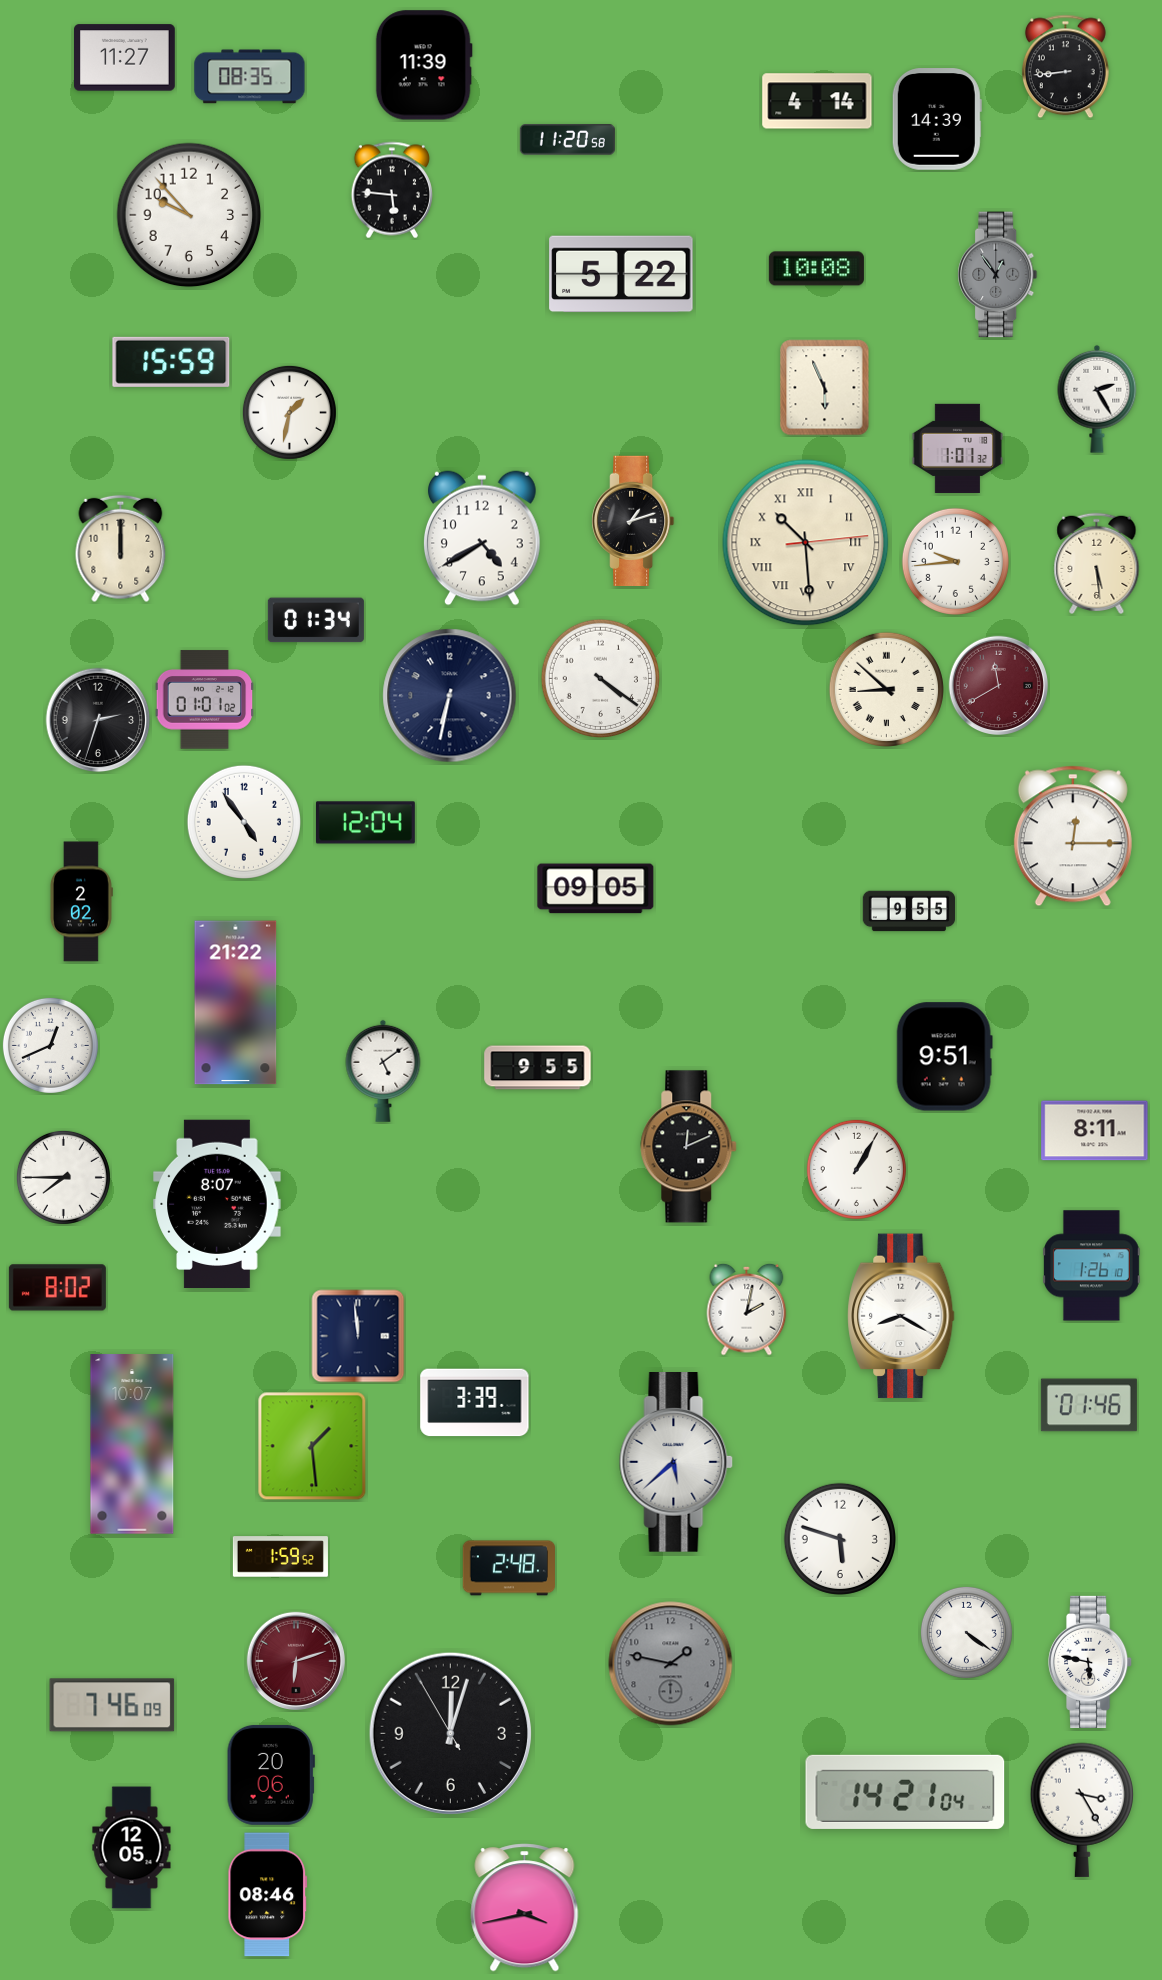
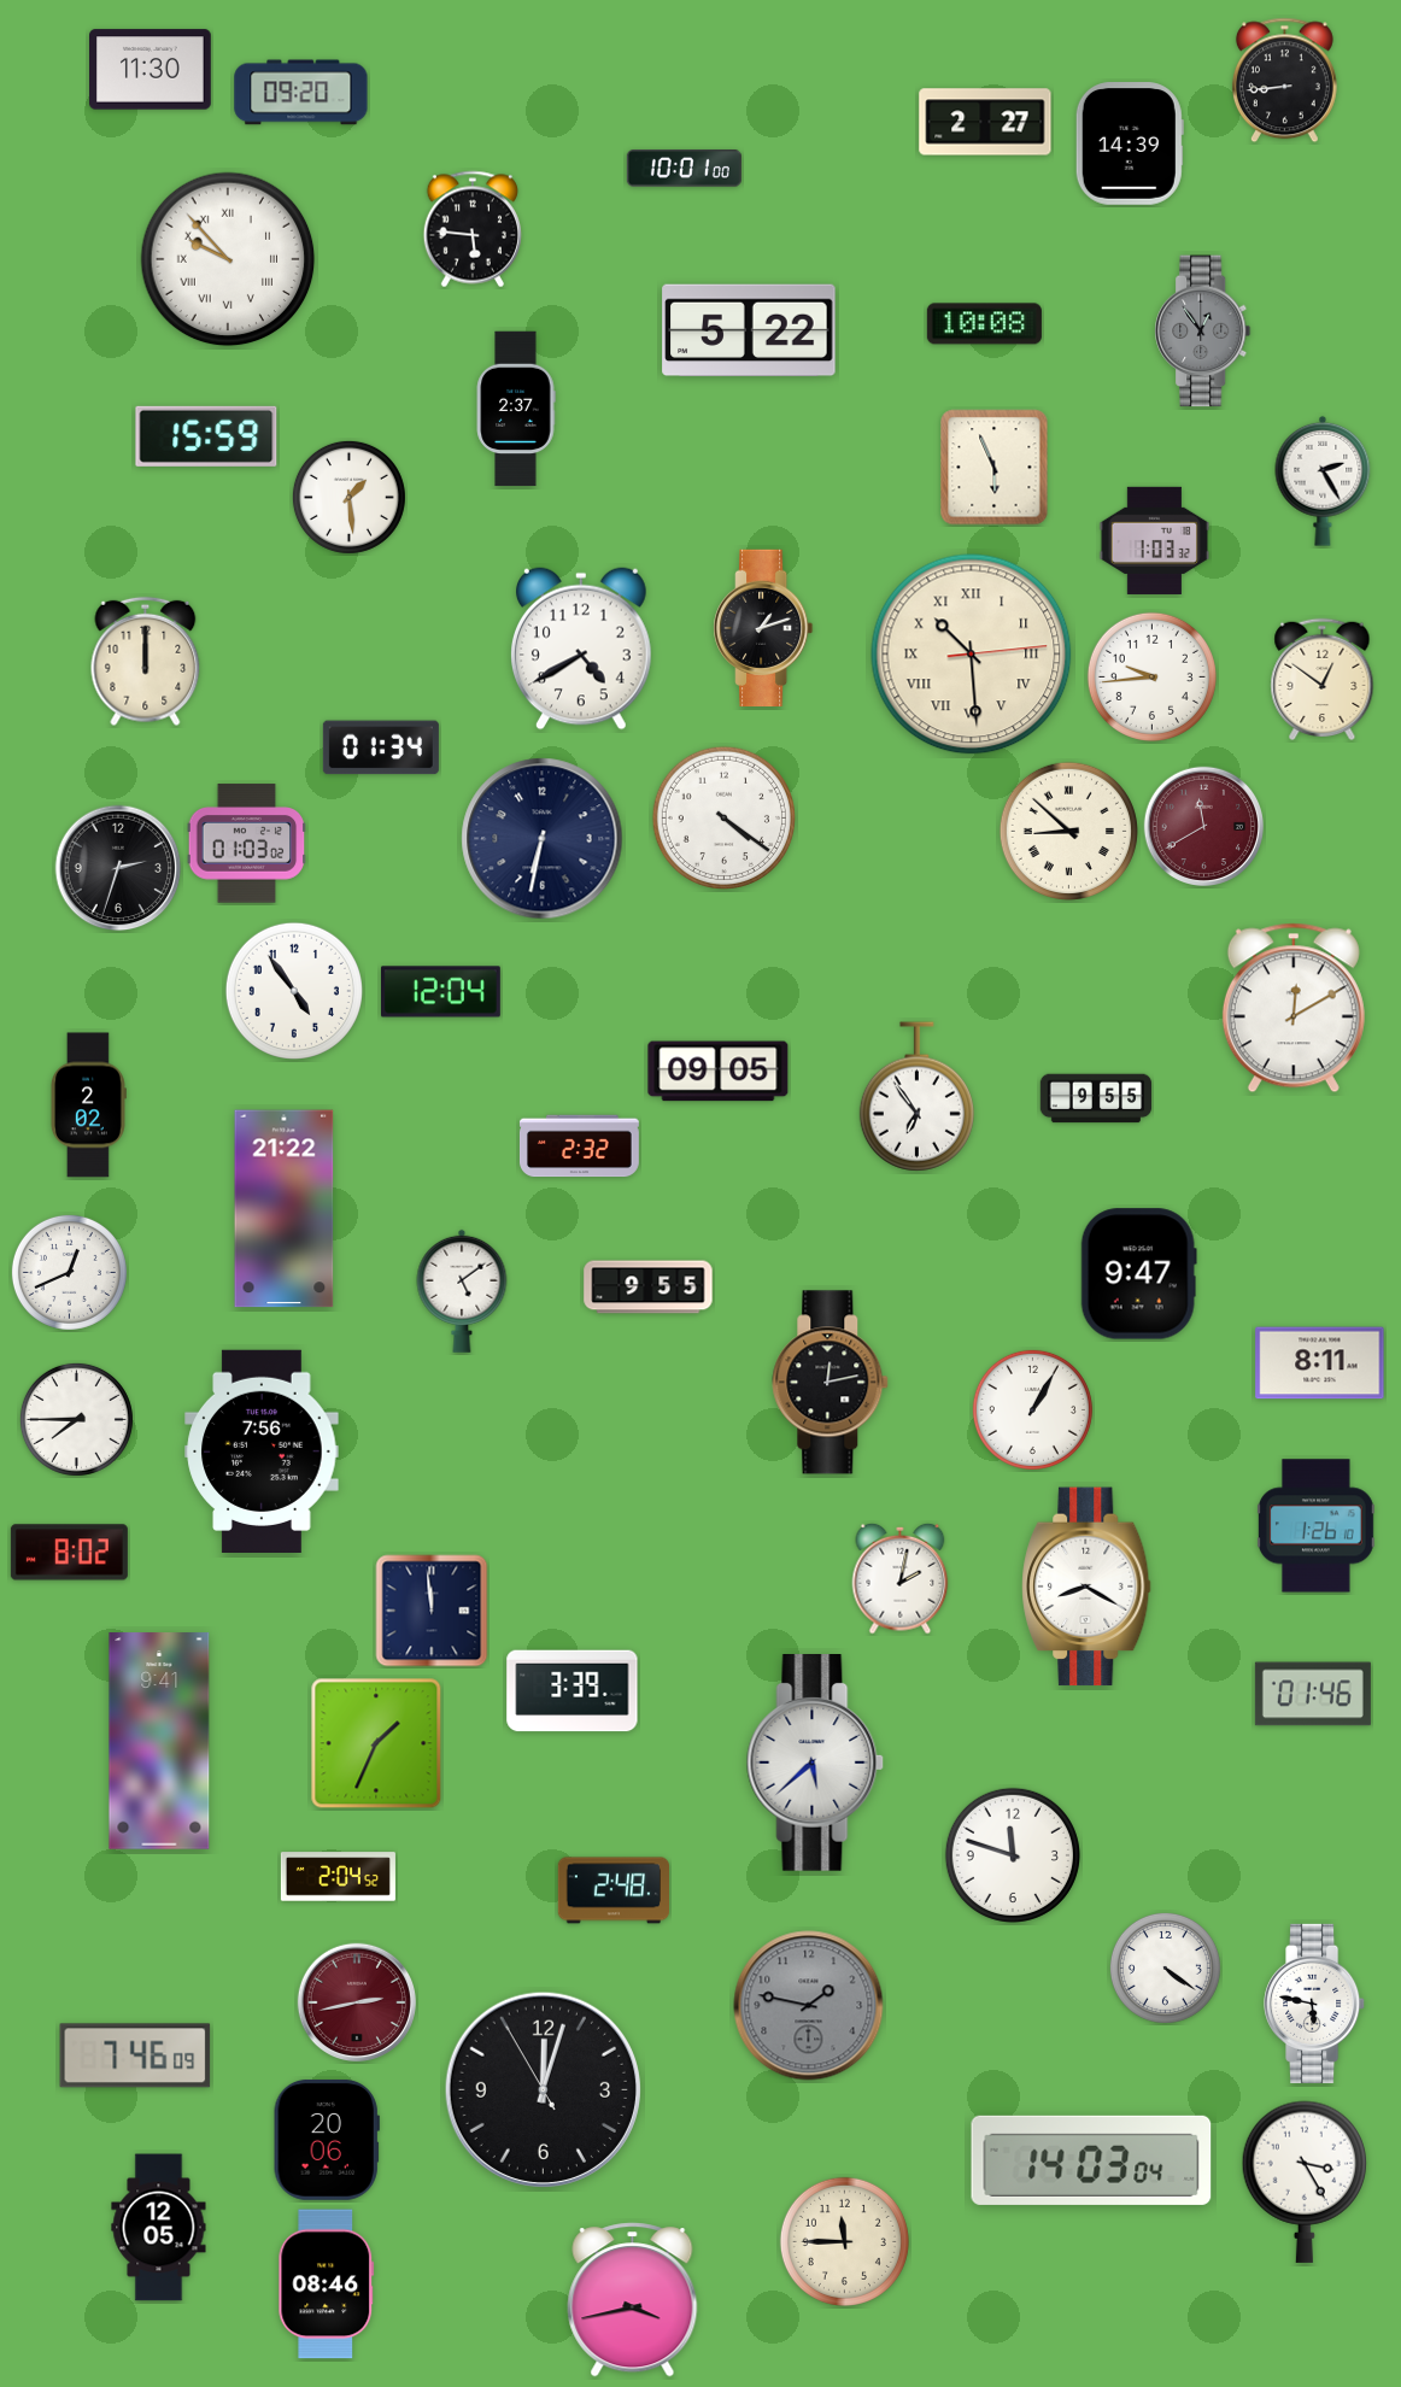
clock at (125, 58): 11:27 -> 11:30
clock at (424, 65): 11:39 -> none
clock at (250, 77): 08:35 -> 09:20
clock at (817, 101): 4:14 -> 2:27
clock at (567, 140): 11:20 -> 10:01
clock at (189, 215) numerals: Arabic -> Roman
clock at (516, 409): none -> 2:37
clock at (289, 412): 1:32 -> 1:29
clock at (958, 448): 1:01 -> 1:03
clock at (1097, 563): 5:29 -> 12:51
clock at (205, 700): 01:01 -> 01:03
clock at (1073, 836): 12:15 -> 12:10
clock at (81, 902) position: (81, 902) -> (88, 1105)
clock at (916, 1097): none -> 6:54
clock at (579, 1146): none -> 2:32
clock at (50, 1045) position: (50, 1045) -> (69, 1272)
clock at (944, 1057): 9:51 -> 9:47
clock at (689, 1147): 12:11 -> 12:13
clock at (217, 1203): 8:07 -> 7:56
clock at (132, 1444): 10:07 -> 9:41
clock at (312, 1446): 1:29 -> 1:34
clock at (840, 1539): 5:48 -> 11:48
clock at (280, 1557): 1:59 -> 2:04
clock at (295, 1660): 6:12 -> 2:43
clock at (905, 1792): 14:21 -> 14:03
clock at (844, 2241): none -> 11:45
clock at (268, 1895) position: (268, 1895) -> (327, 2285)
